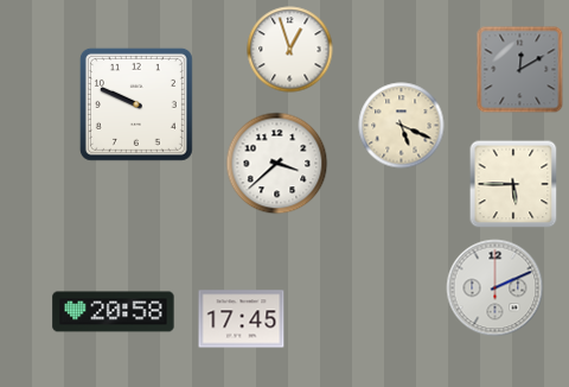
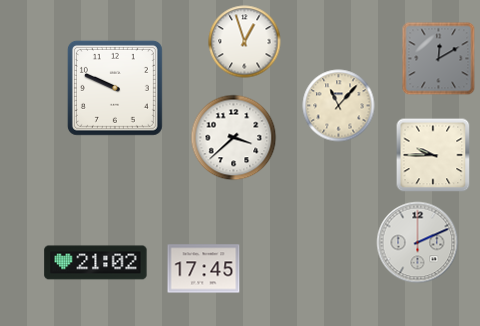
clock at (402, 126): 5:19 -> 11:07
clock at (513, 184): 5:45 -> 9:45
clock at (114, 312): 20:58 -> 21:02
